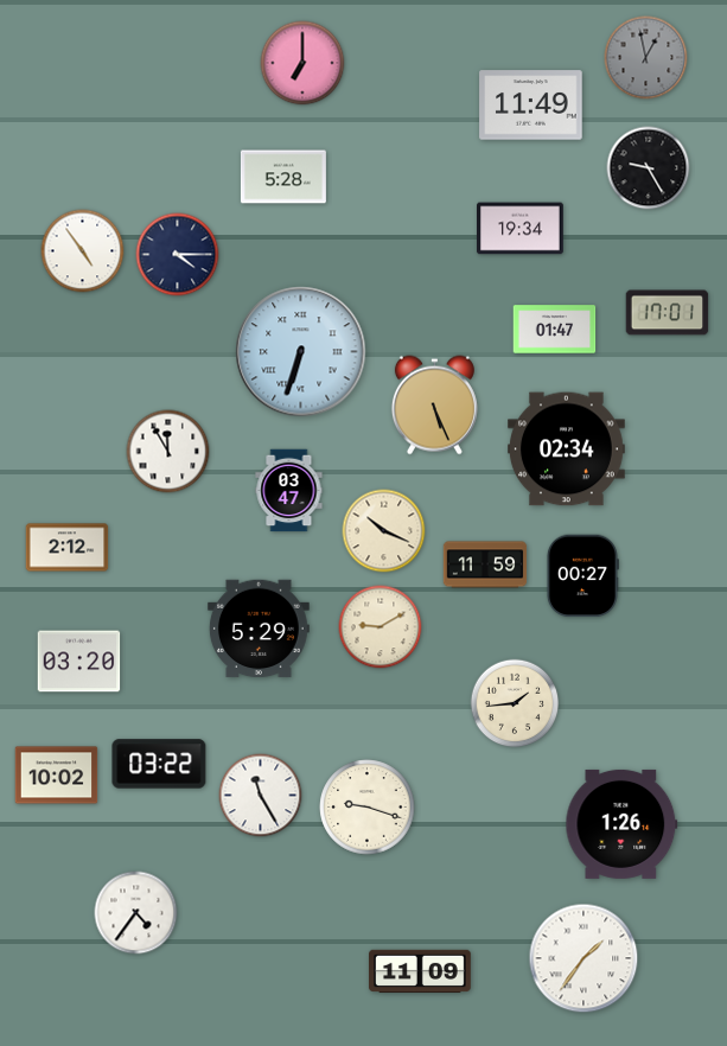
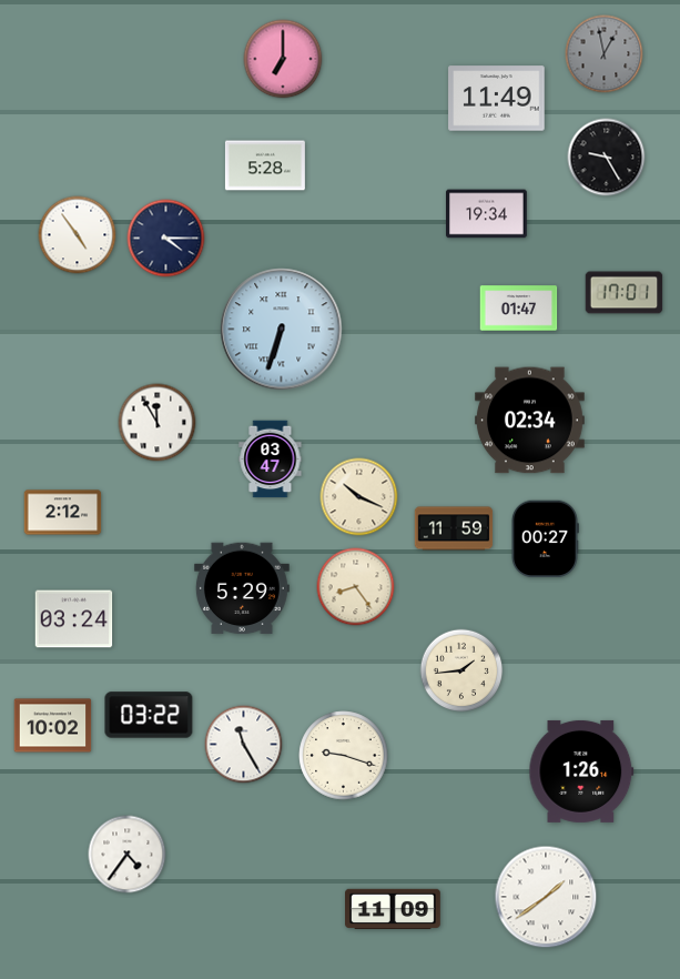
clock at (434, 406): 5:26 -> none
clock at (381, 627): 9:10 -> 8:24
clock at (79, 662): 03:20 -> 03:24
clock at (515, 703) position: (515, 703) -> (461, 670)
clock at (583, 958): 1:36 -> 1:39
